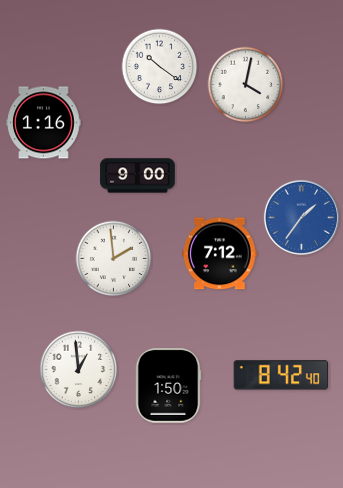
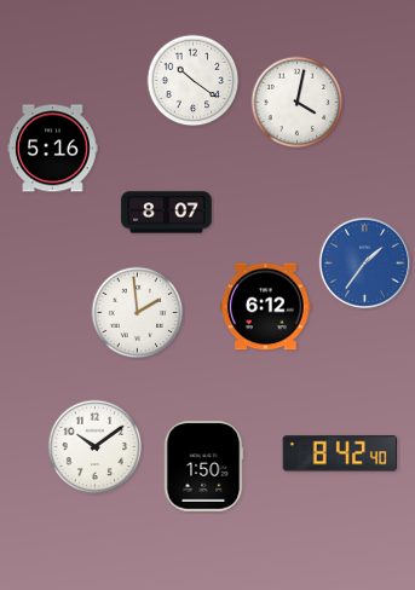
clock at (44, 123): 1:16 -> 5:16
clock at (138, 176): 9:00 -> 8:07
clock at (220, 254): 7:12 -> 6:12
clock at (79, 370): 12:59 -> 10:09
